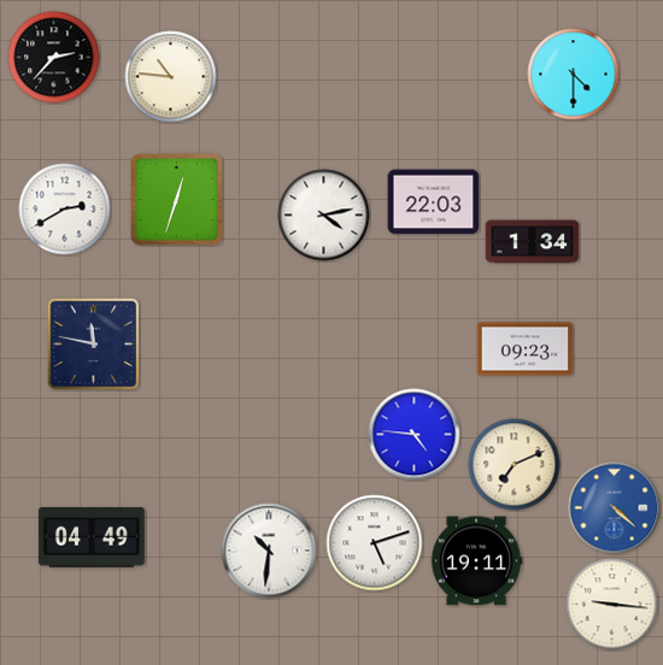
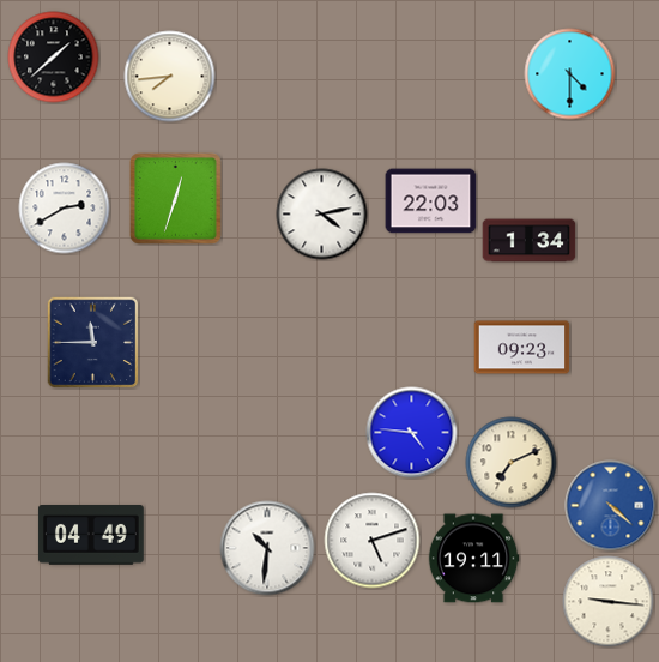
clock at (54, 58): 2:37 -> 1:38
clock at (171, 77): 10:46 -> 7:44
clock at (93, 343): 11:47 -> 11:45
